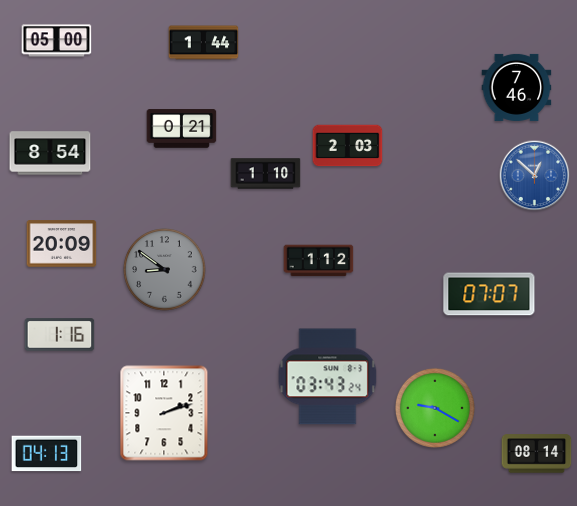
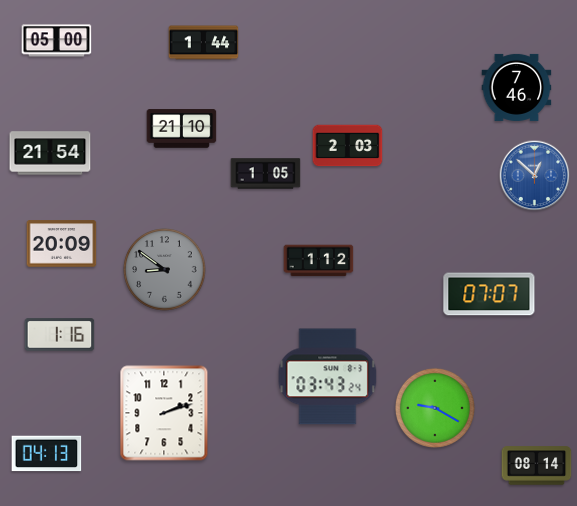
clock at (182, 129): 0:21 -> 21:10
clock at (50, 153): 8:54 -> 21:54
clock at (266, 174): 1:10 -> 1:05
clock at (537, 454) position: (537, 454) -> (537, 466)
